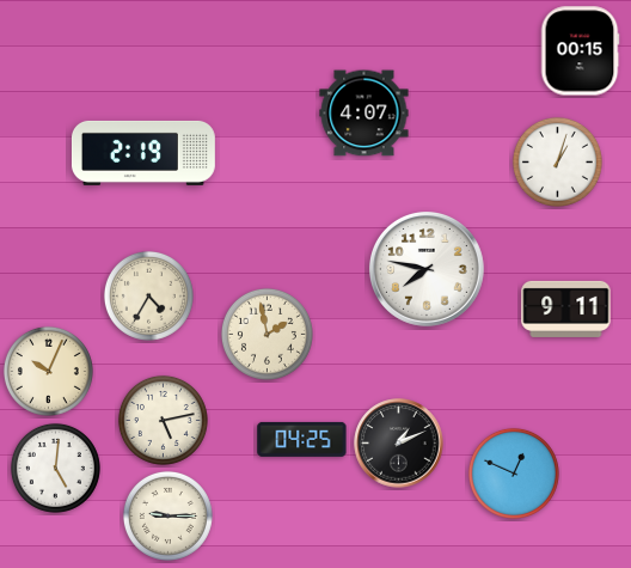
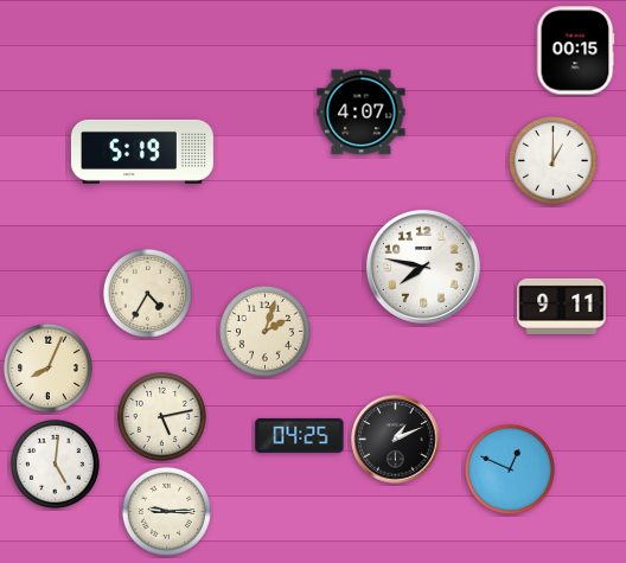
clock at (143, 153): 2:19 -> 5:19
clock at (557, 161): 1:03 -> 1:00
clock at (267, 334): 1:58 -> 2:03
clock at (48, 371): 10:04 -> 8:04
